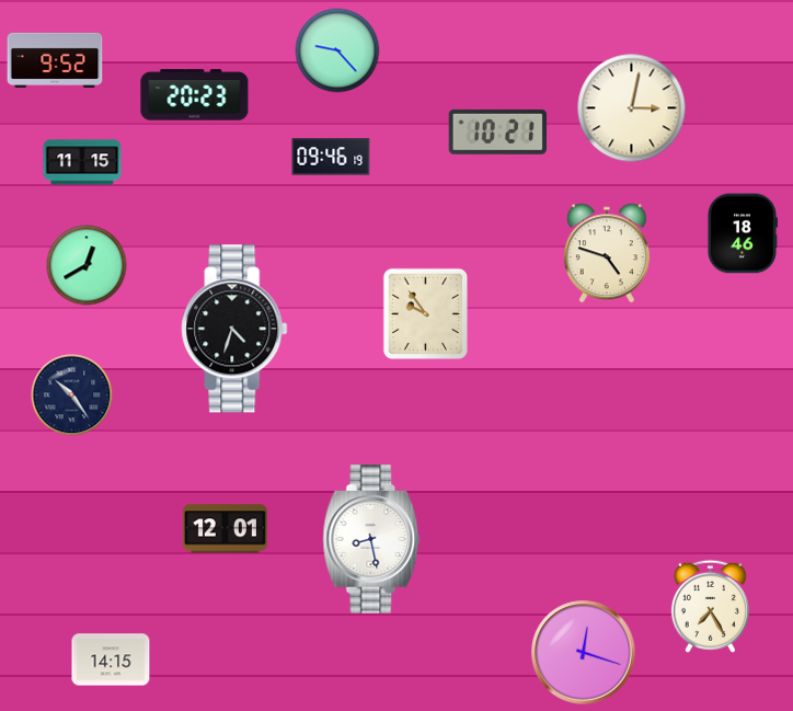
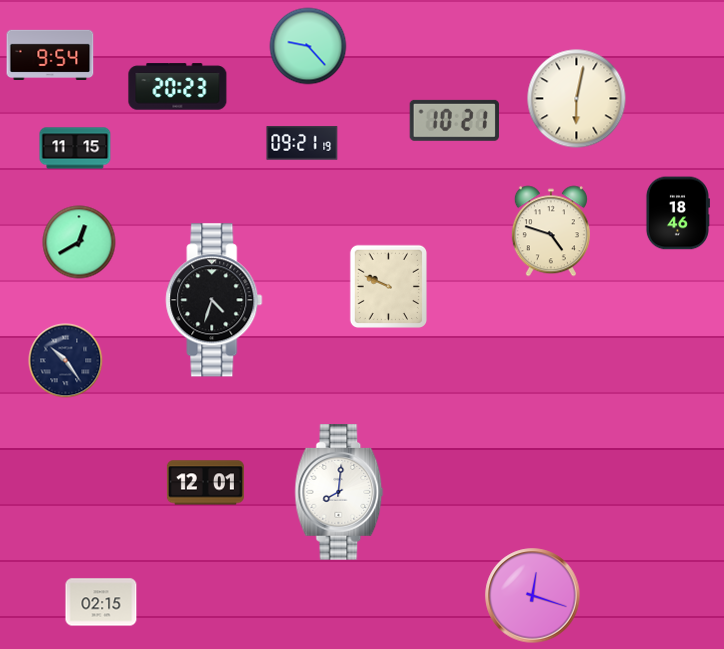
clock at (55, 59): 9:52 -> 9:54
clock at (632, 108): 3:02 -> 6:02
clock at (331, 157): 09:46 -> 09:21
clock at (607, 253) position: (607, 253) -> (551, 231)
clock at (425, 313): 9:54 -> 9:49
clock at (371, 539): 8:28 -> 8:01
clock at (710, 606): 7:25 -> none
clock at (111, 660): 14:15 -> 02:15
